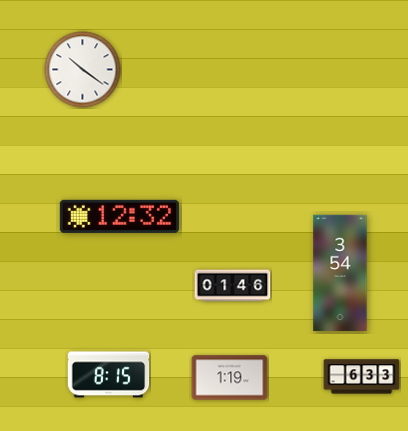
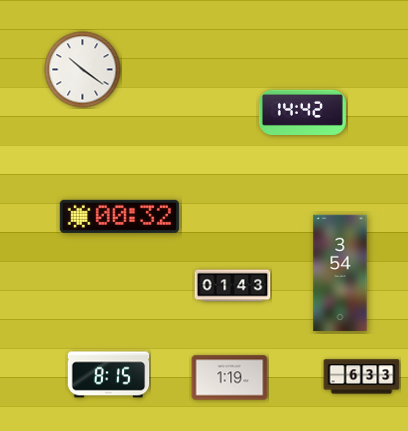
clock at (302, 112): none -> 14:42
clock at (119, 216): 12:32 -> 00:32
clock at (233, 286): 01:46 -> 01:43
